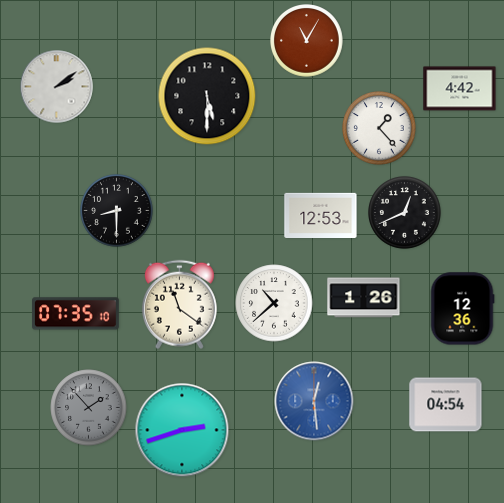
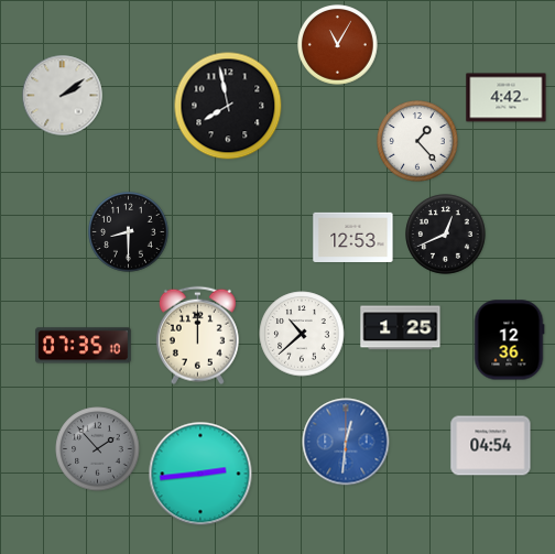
clock at (207, 96): 5:30 -> 7:58
clock at (364, 298): 1:26 -> 1:25
clock at (179, 305): 11:21 -> 12:00
clock at (314, 401): 12:29 -> 12:31
clock at (182, 430): 2:42 -> 2:44
